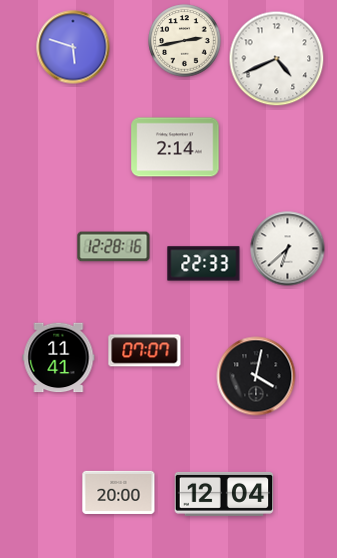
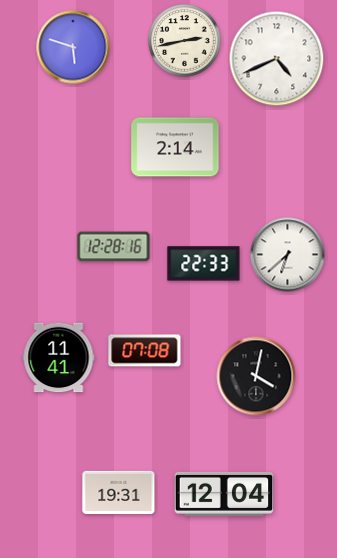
clock at (288, 249) position: (288, 249) -> (288, 255)
clock at (145, 351): 07:07 -> 07:08
clock at (119, 492): 20:00 -> 19:31
